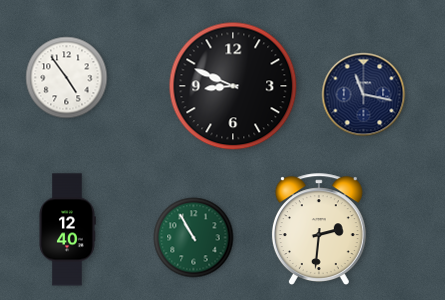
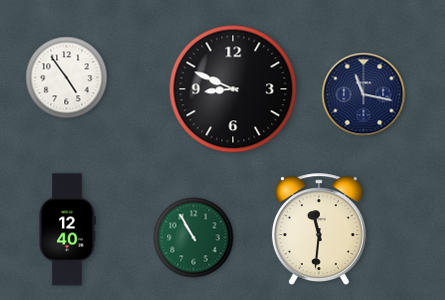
clock at (233, 86) position: (233, 86) -> (233, 89)
clock at (319, 229): 2:31 -> 11:31
